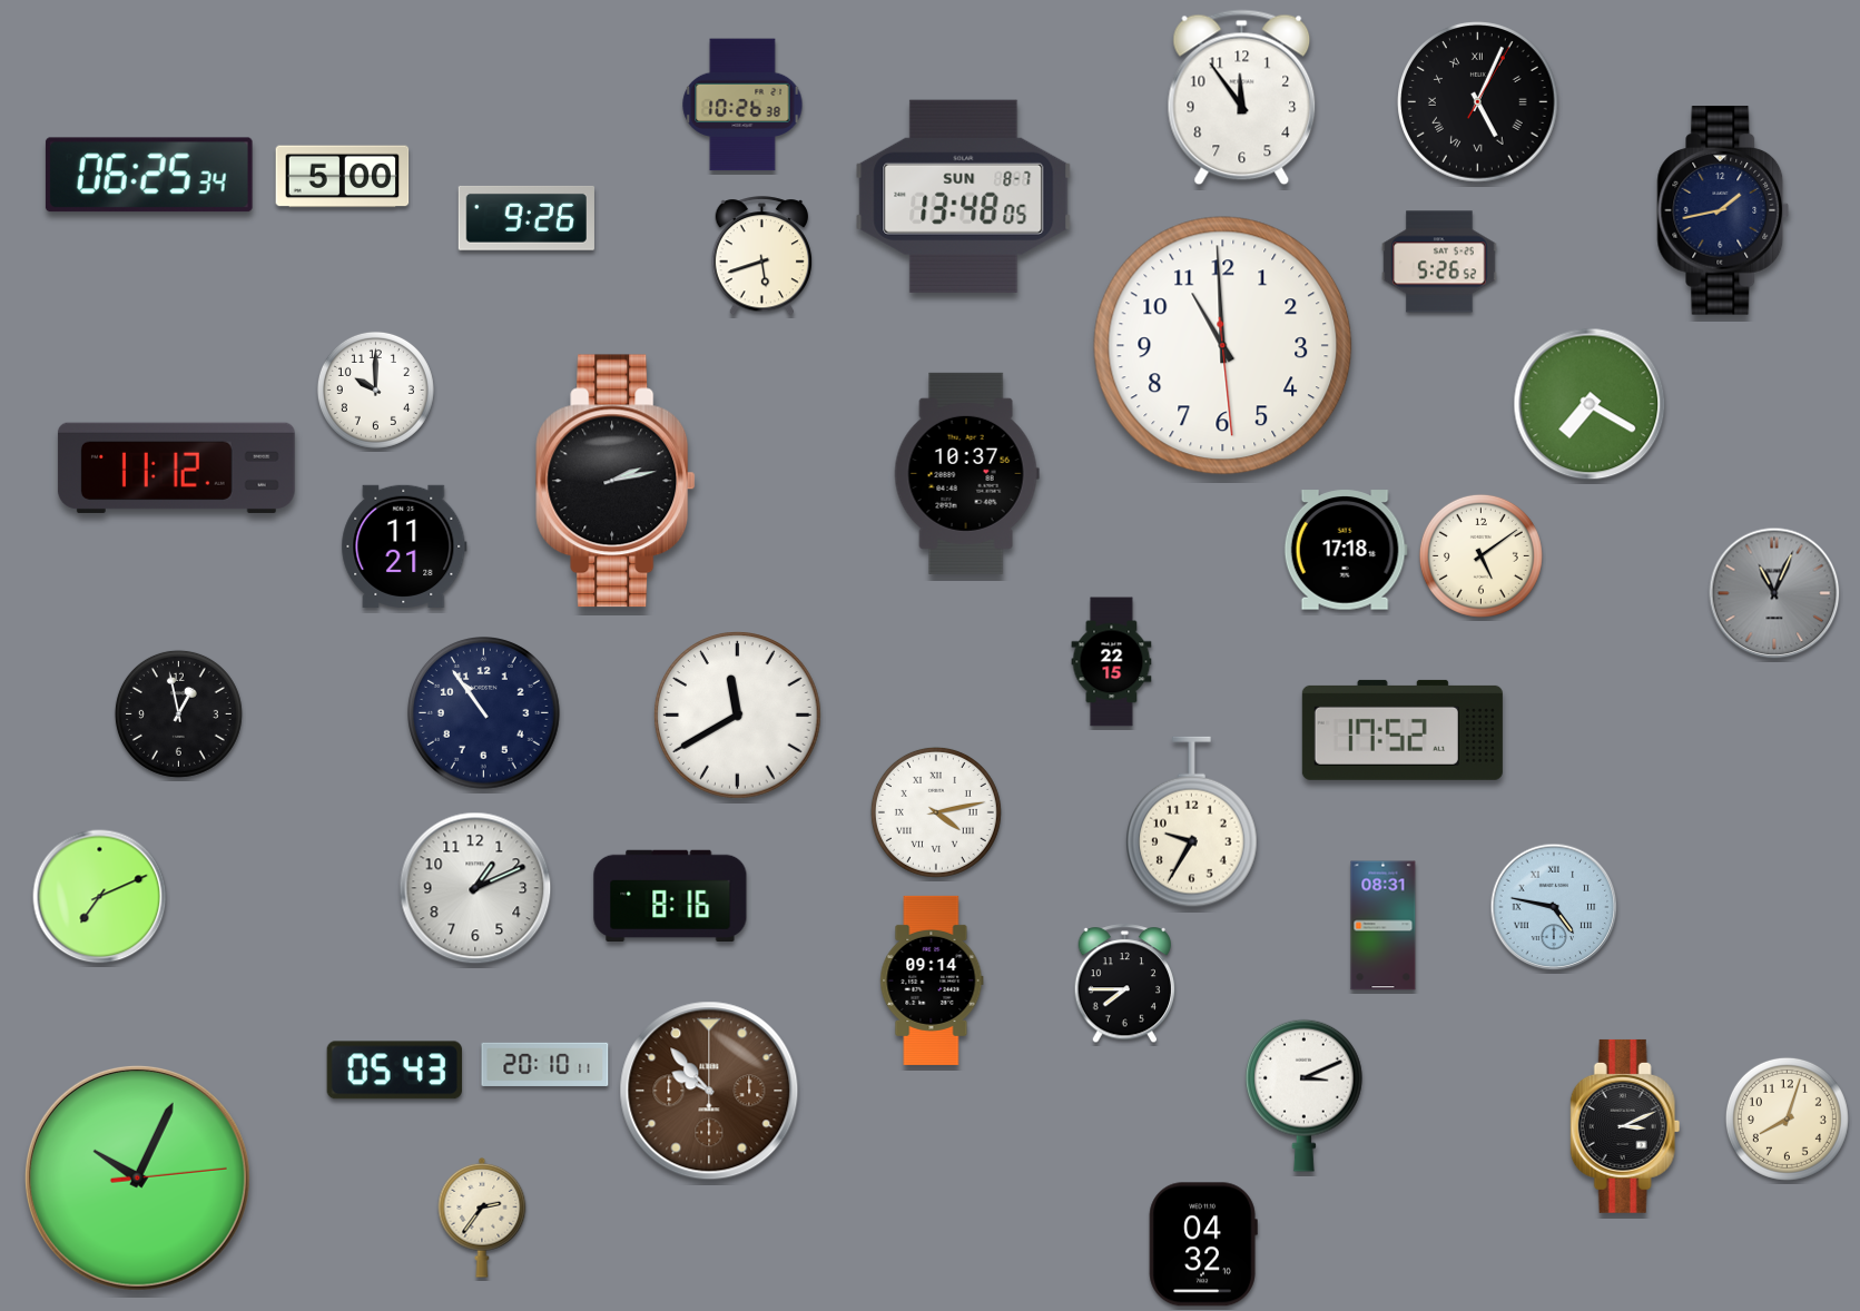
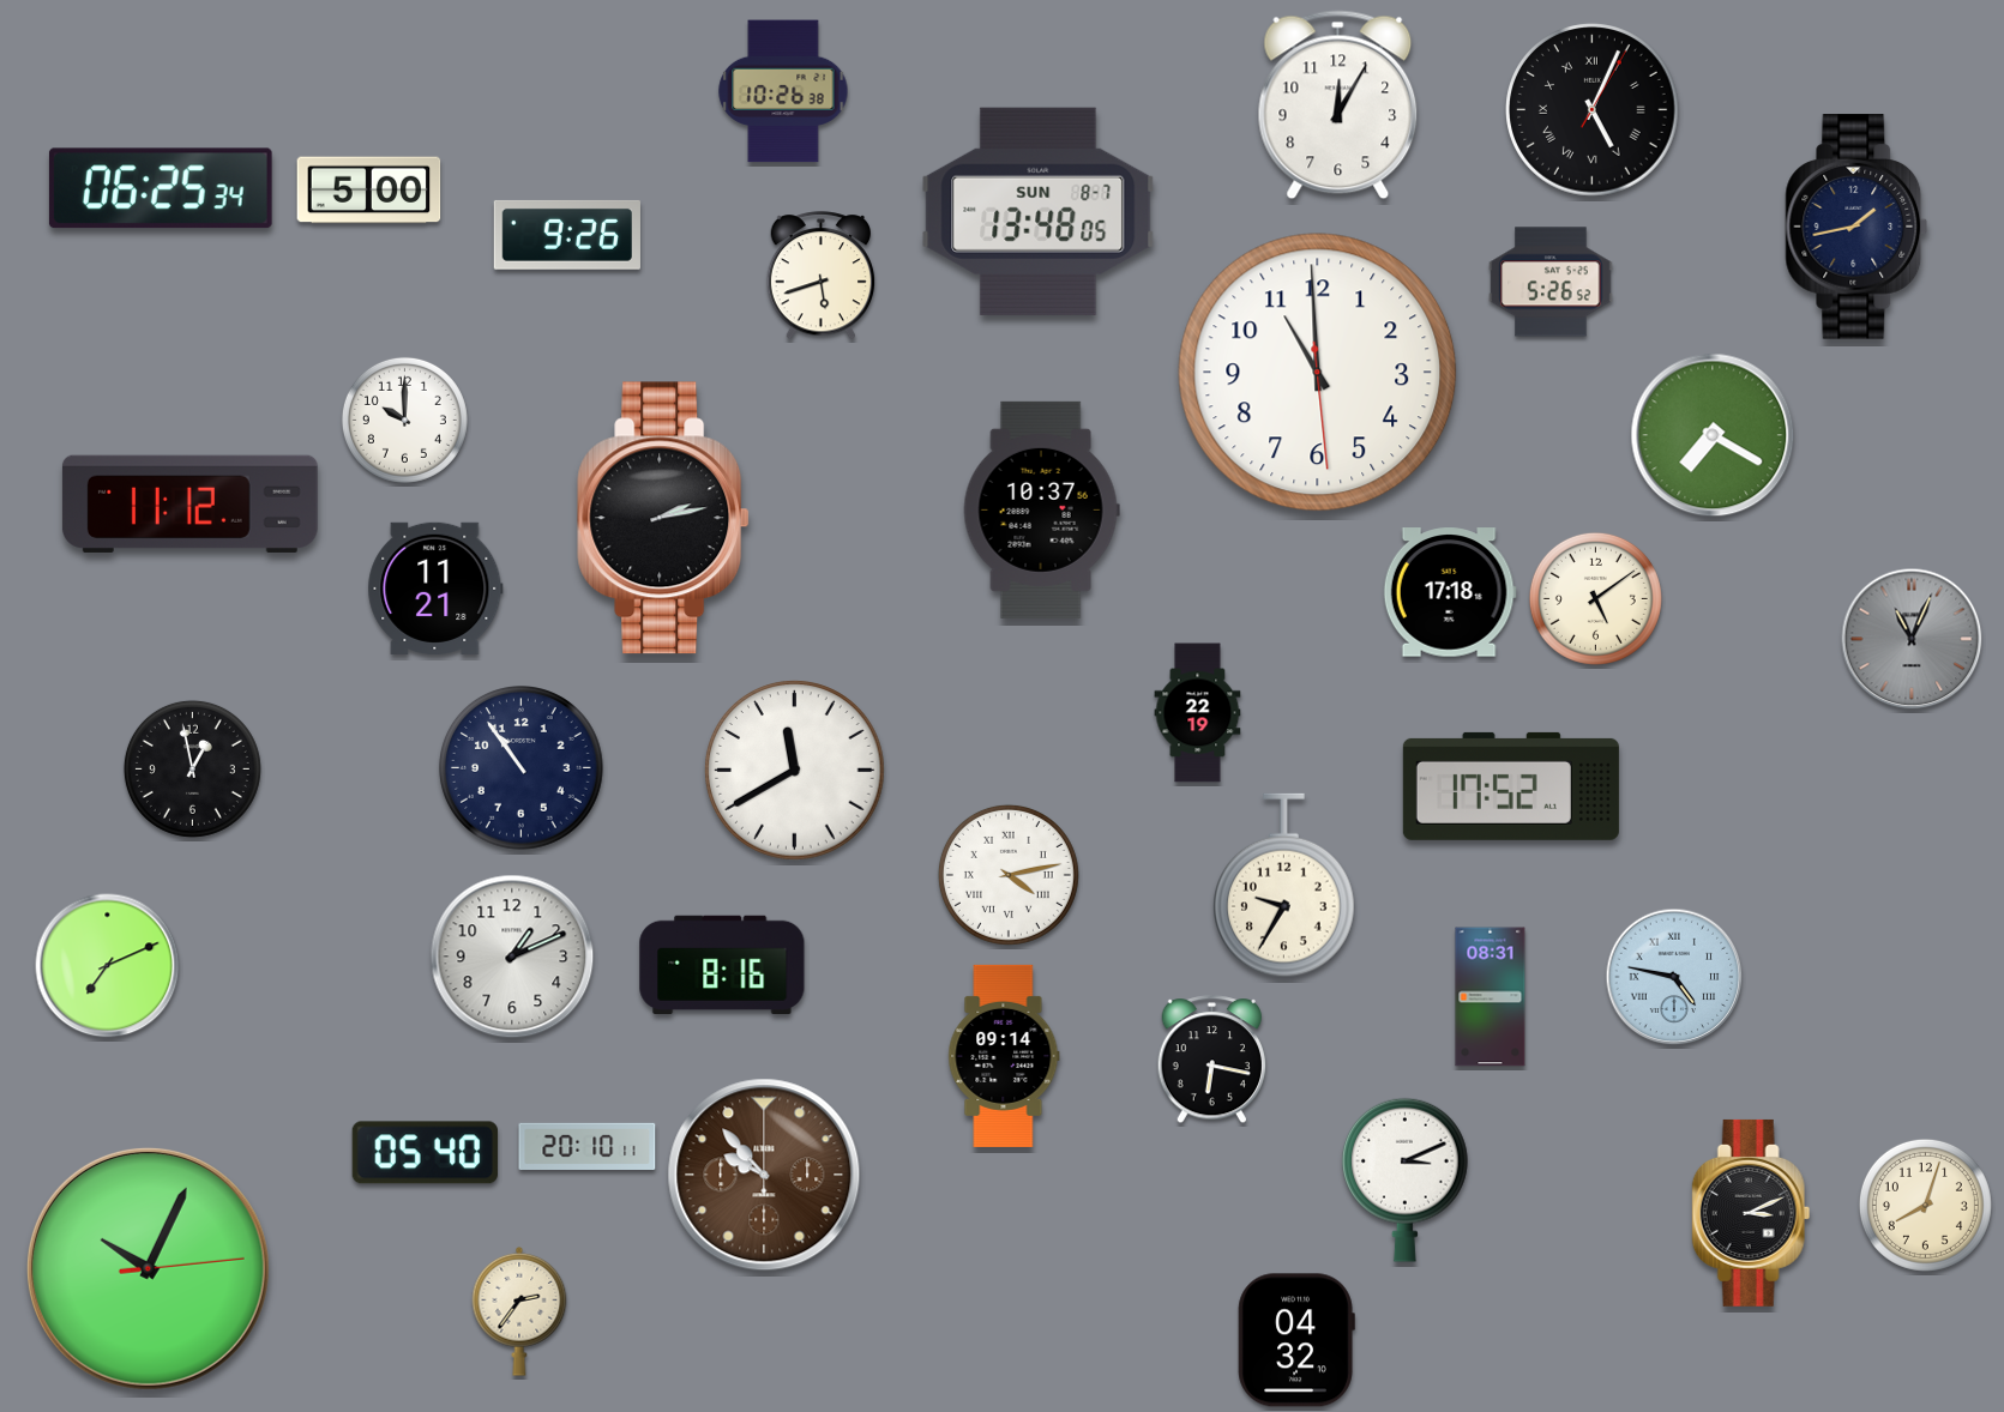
clock at (1242, 98): 11:54 -> 12:05
clock at (742, 105) position: (742, 105) -> (783, 91)
clock at (1112, 662): 22:15 -> 22:19
clock at (1125, 984): 7:45 -> 6:17
clock at (394, 1071): 05:43 -> 05:40
